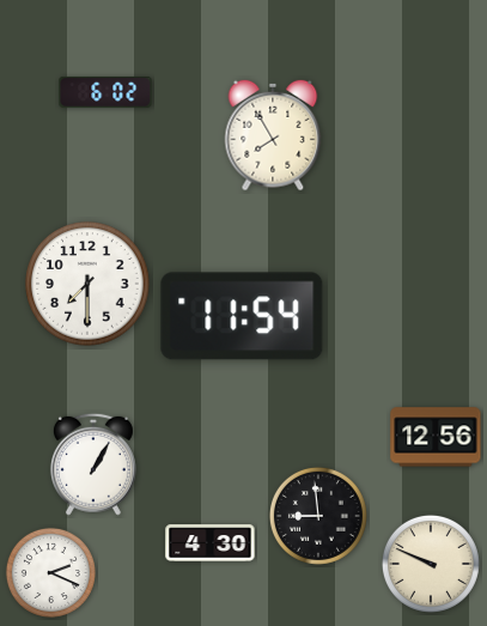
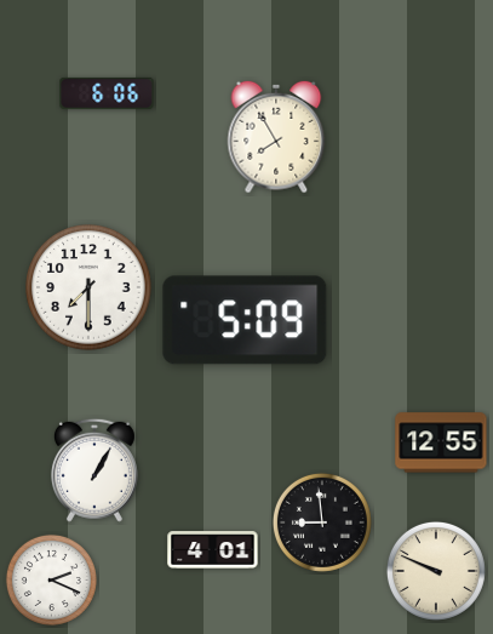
clock at (105, 92): 6:02 -> 6:06
clock at (242, 316): 11:54 -> 5:09
clock at (436, 437): 12:56 -> 12:55
clock at (211, 543): 4:30 -> 4:01
